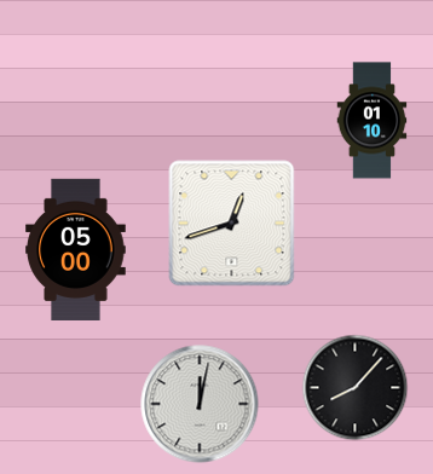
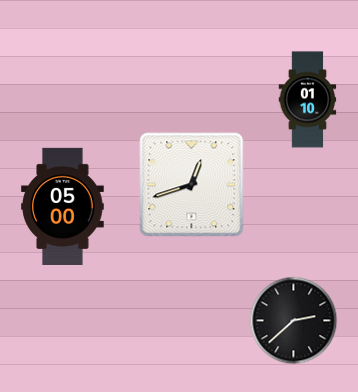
clock at (354, 387): 8:07 -> 2:38
clock at (200, 404): 12:02 -> none
